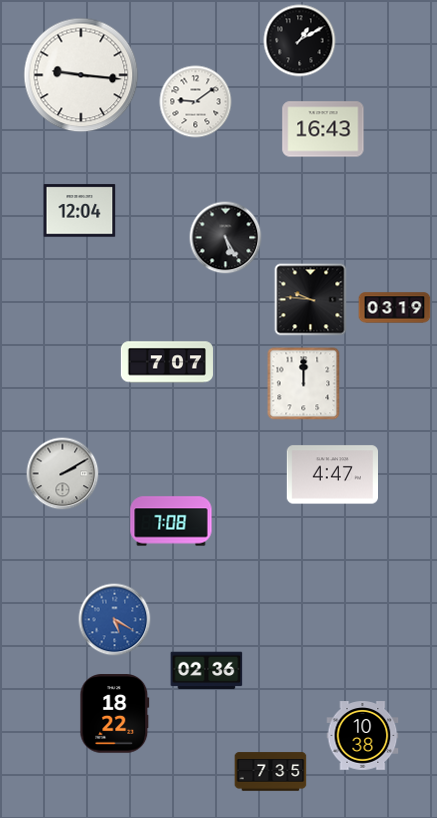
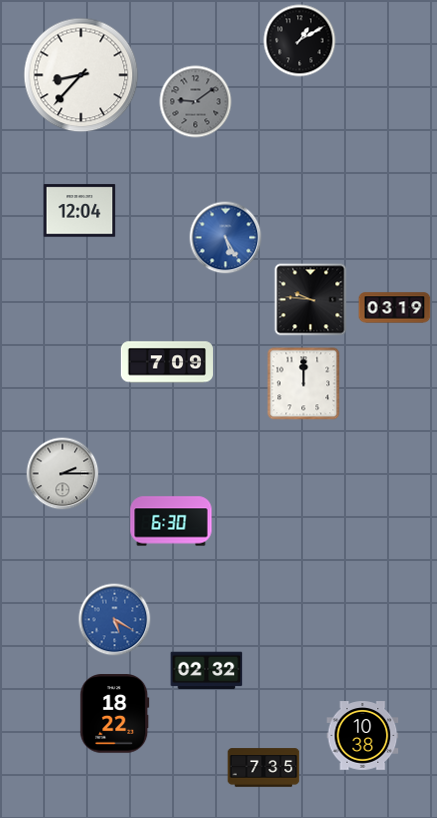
clock at (81, 75): 9:16 -> 8:37
clock at (196, 102) dial: white -> grey
clock at (323, 129): 16:43 -> none
clock at (226, 238) dial: black -> blue
clock at (167, 362): 7:07 -> 7:09
clock at (63, 474): 2:10 -> 2:15
clock at (332, 475): 4:47 -> none
clock at (171, 521): 7:08 -> 6:30
clock at (207, 671): 02:36 -> 02:32
clock at (271, 772) position: (271, 772) -> (264, 768)
